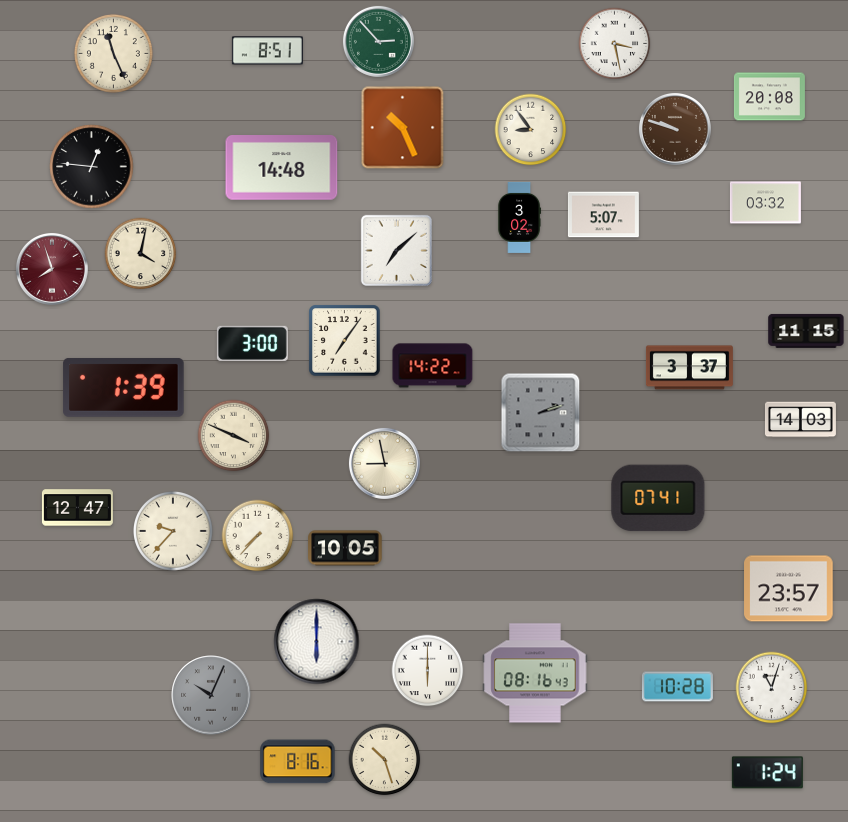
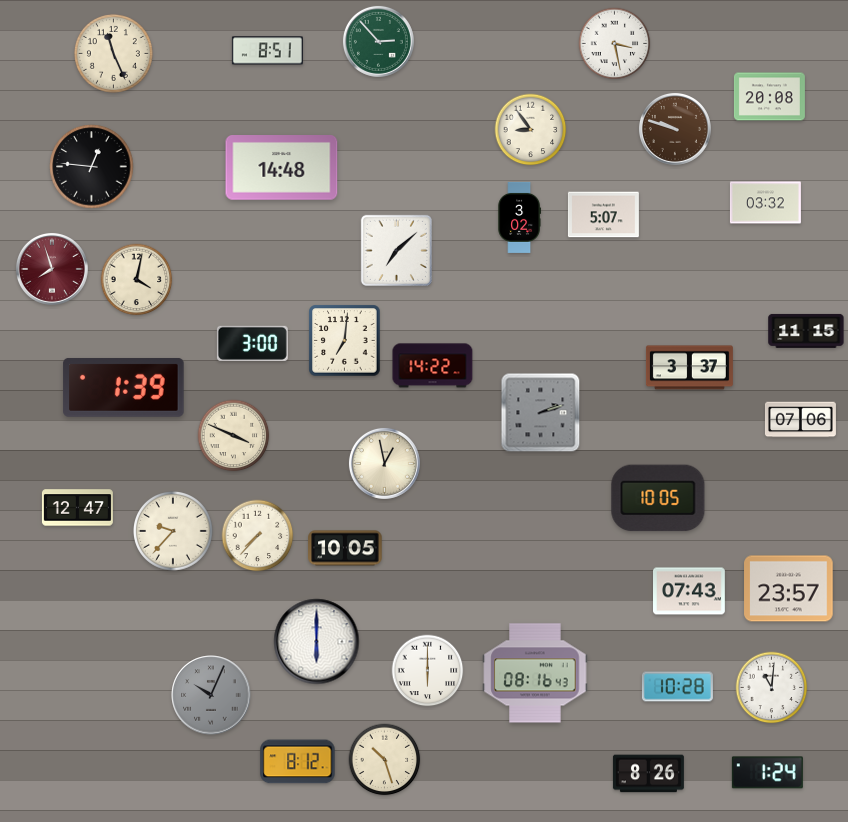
clock at (403, 128): 10:26 -> none
clock at (141, 254) position: (141, 254) -> (137, 280)
clock at (345, 341): 7:06 -> 7:01
clock at (800, 420): 14:03 -> 07:06
clock at (384, 463): 8:58 -> 12:58
clock at (658, 498): 07:41 -> 10:05
clock at (690, 591): none -> 07:43
clock at (772, 688): 11:03 -> 11:01
clock at (298, 762): 8:16 -> 8:12
clock at (648, 774): none -> 8:26
